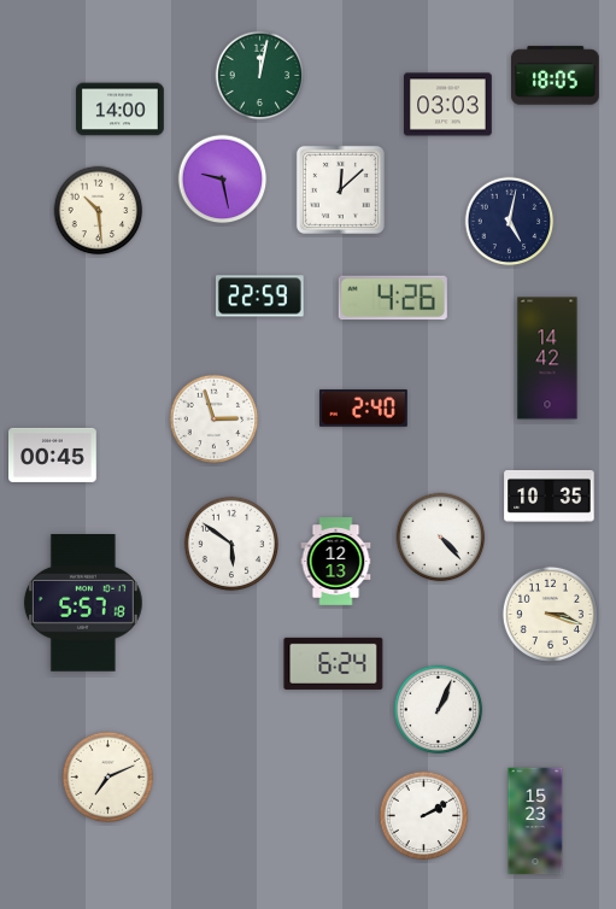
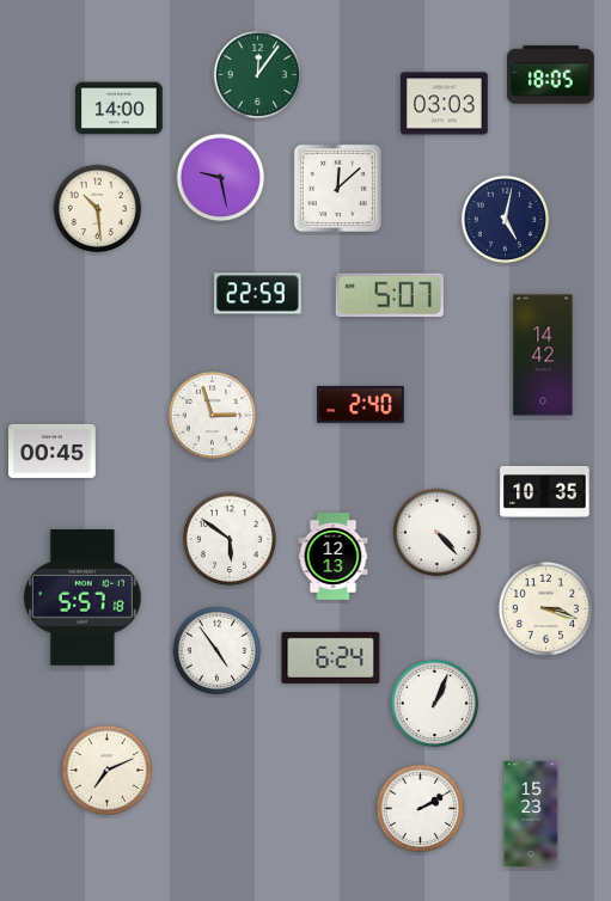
clock at (260, 76): 12:02 -> 12:06
clock at (393, 298): 4:26 -> 5:07
clock at (218, 651): none -> 4:54
